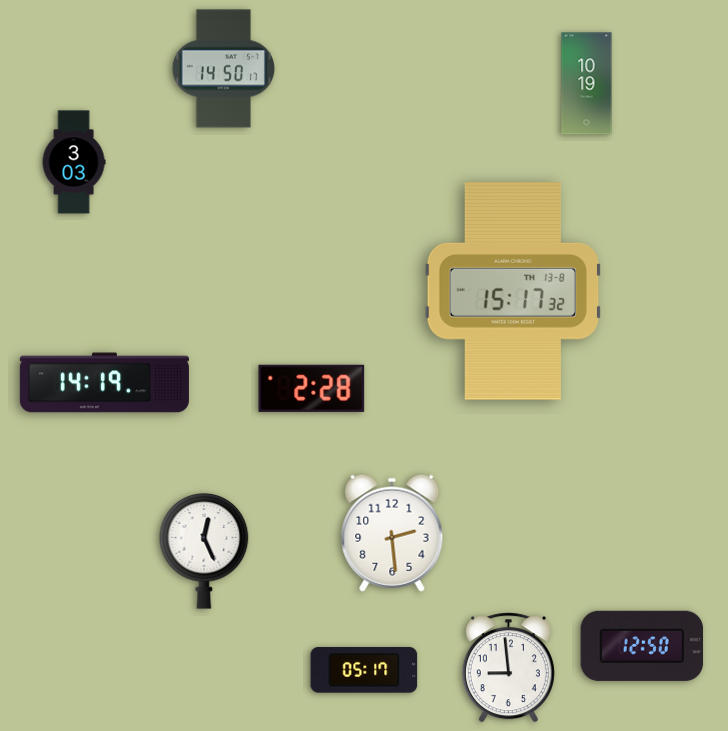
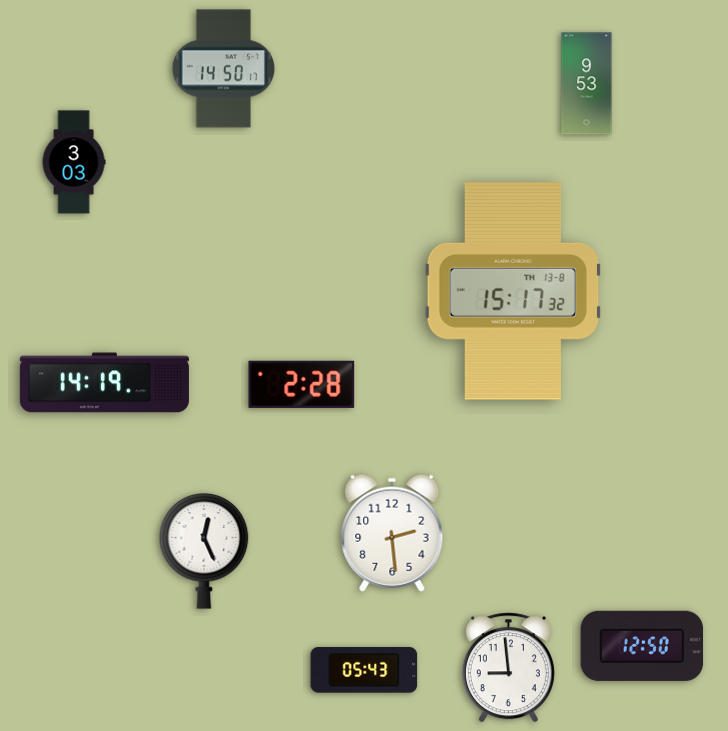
clock at (587, 84): 10:19 -> 9:53
clock at (312, 388) position: (312, 388) -> (302, 384)
clock at (364, 670): 05:17 -> 05:43
